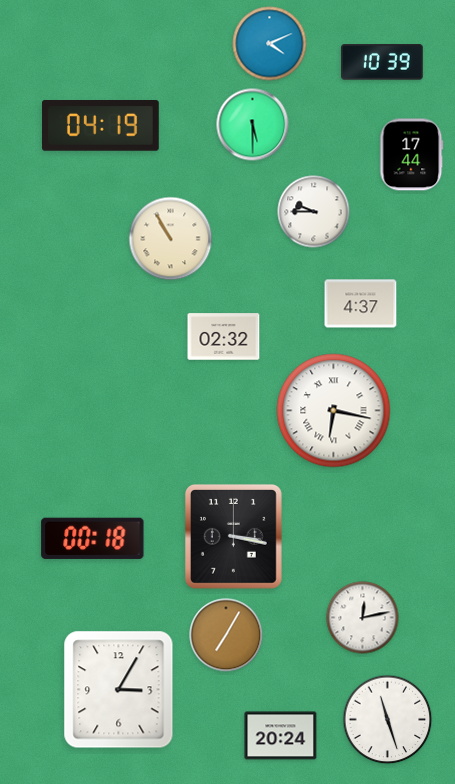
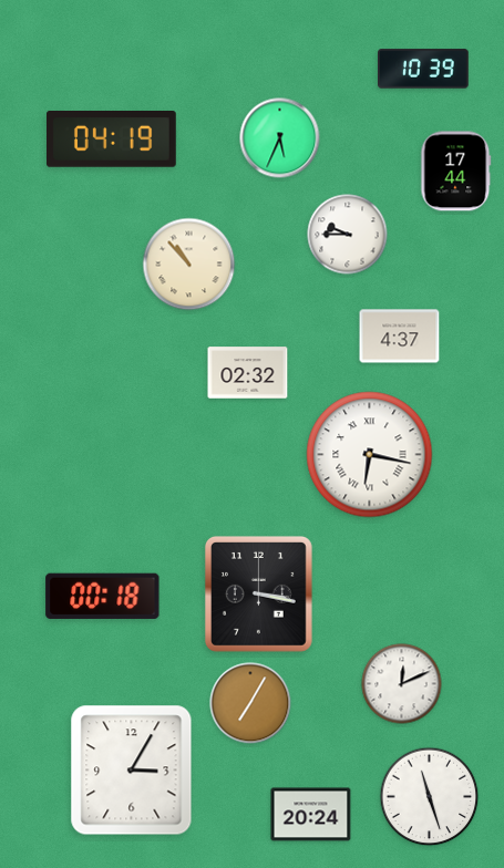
clock at (270, 44): 4:11 -> none
clock at (253, 125): 5:30 -> 5:34
clock at (171, 239): 10:55 -> 10:53
clock at (363, 618): 12:13 -> 12:11
clock at (119, 690) position: (119, 690) -> (132, 771)
